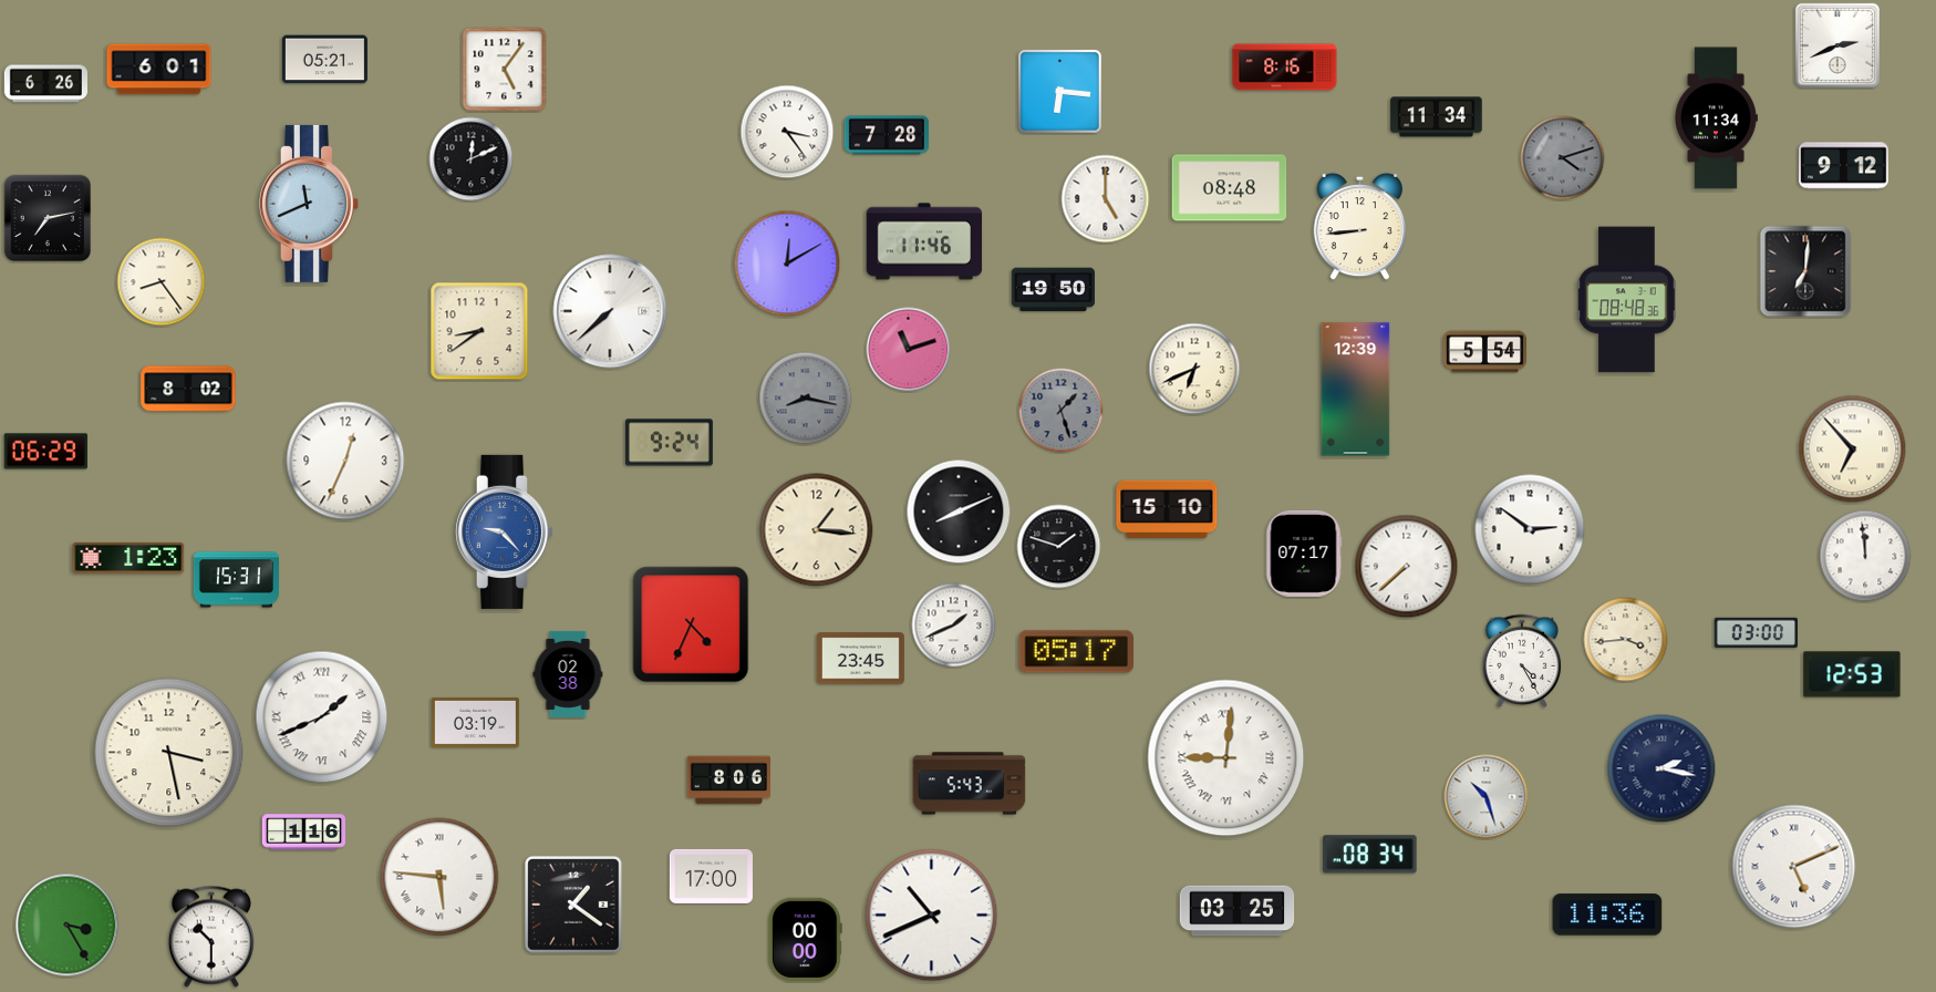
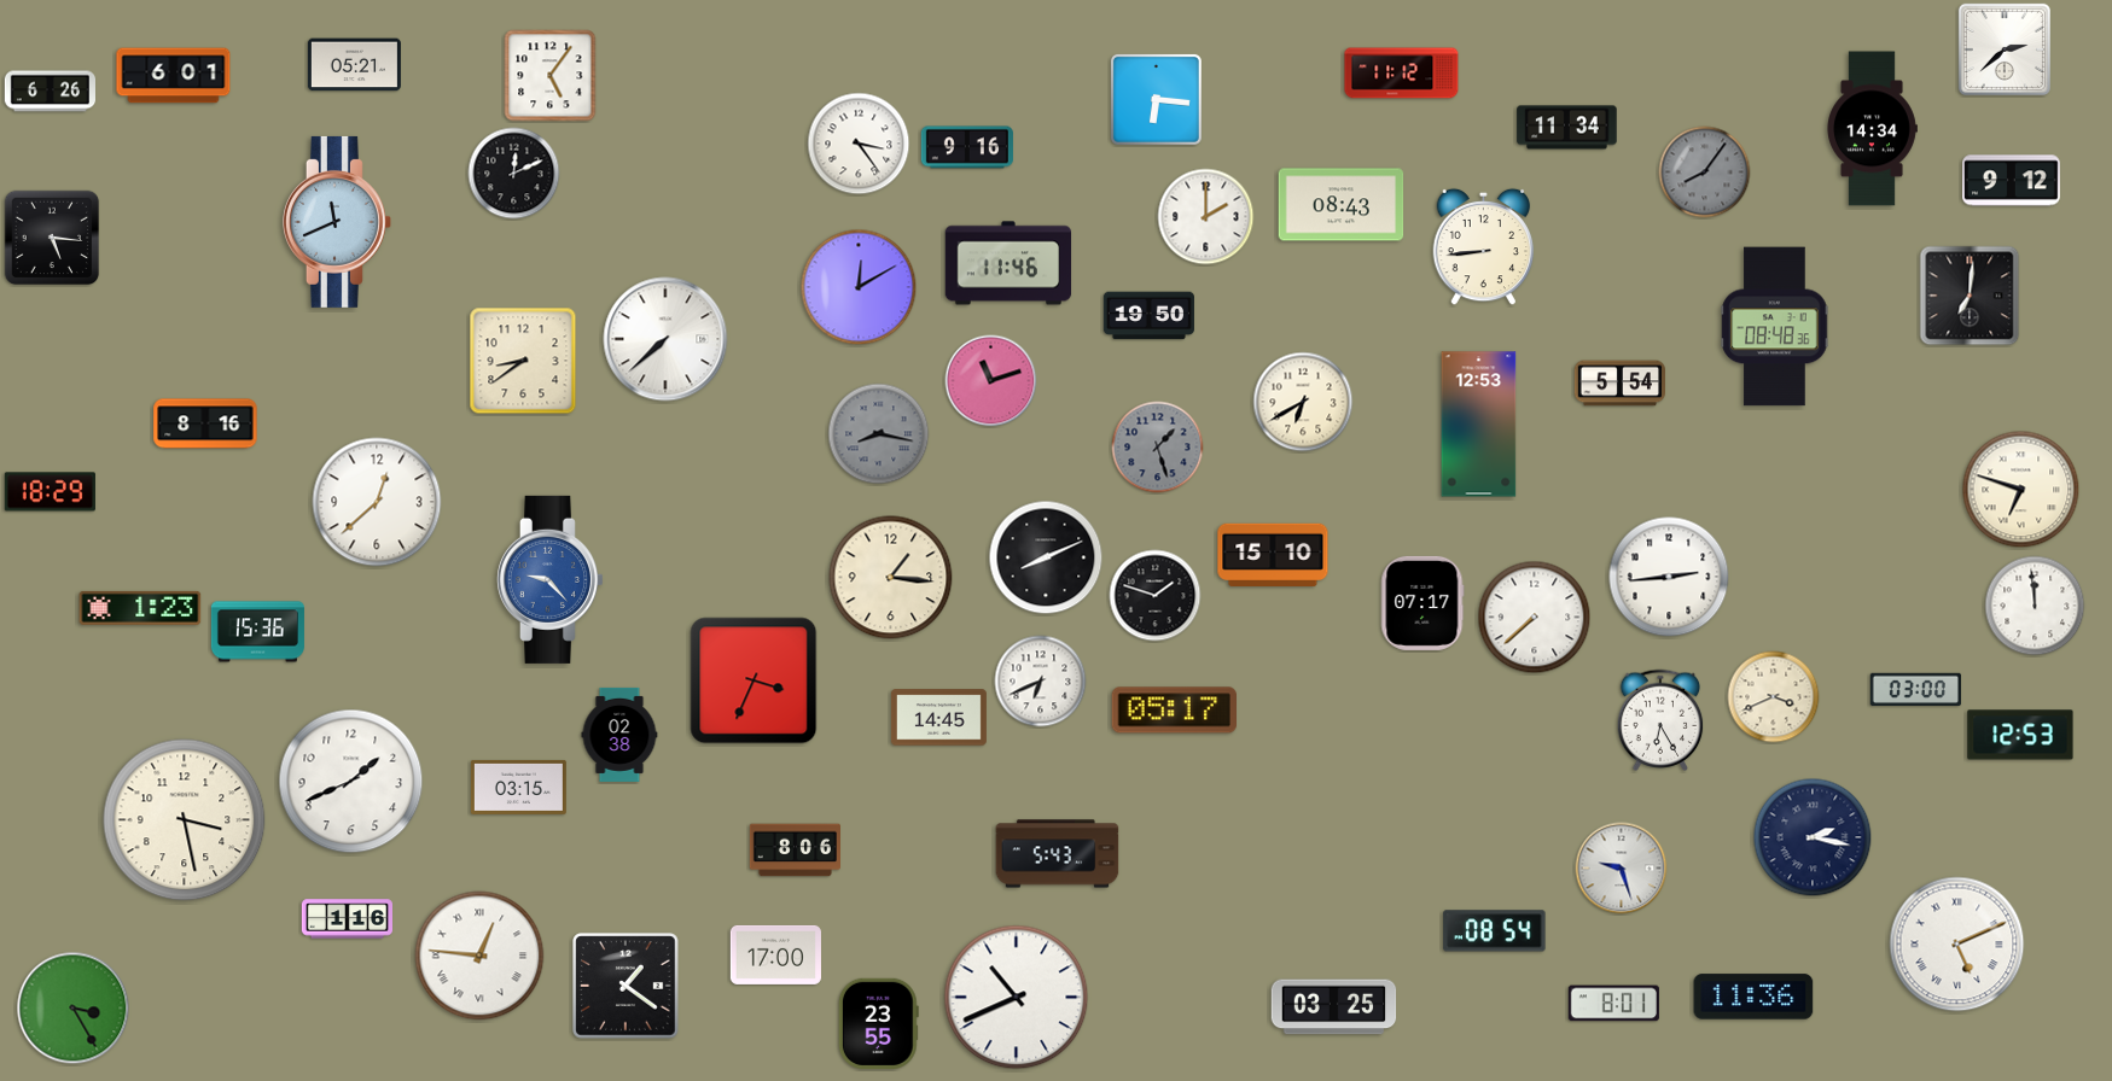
clock at (1837, 45): 2:41 -> 2:38
clock at (1285, 68): 8:16 -> 11:12
clock at (1717, 118): 11:34 -> 14:34
clock at (887, 135): 7:28 -> 9:16
clock at (1563, 158): 4:12 -> 8:06
clock at (1230, 188): 08:48 -> 08:43
clock at (1106, 199): 5:00 -> 2:00
clock at (48, 218): 7:13 -> 5:16
clock at (162, 282): 8:24 -> none
clock at (1194, 369): 6:41 -> 6:40
clock at (188, 389): 8:02 -> 8:16
clock at (1356, 390): 12:39 -> 12:53
clock at (669, 443): 9:24 -> none
clock at (1853, 449): 6:53 -> 6:48
clock at (45, 452): 06:29 -> 18:29
clock at (345, 461): 12:34 -> 12:38
clock at (1530, 529): 2:51 -> 2:44
clock at (236, 580): 15:31 -> 15:36
clock at (691, 624): 4:34 -> 3:34
clock at (954, 626): 1:41 -> 6:41
clock at (1626, 640): 3:44 -> 3:41
clock at (860, 659): 23:45 -> 14:45
clock at (1522, 661): 4:25 -> 6:25
clock at (322, 717) numerals: Roman -> Arabic
clock at (475, 722): 03:19 -> 03:15
clock at (1226, 758): 9:01 -> none
clock at (1487, 797): 10:27 -> 9:27
clock at (303, 833) position: (303, 833) -> (347, 919)
clock at (1370, 855): 08:34 -> 08:54
clock at (439, 877): 5:46 -> 12:46
clock at (1238, 911) position: (1238, 911) -> (1334, 1007)
clock at (1613, 1004): none -> 8:01
clock at (211, 937): 10:30 -> none
clock at (805, 939): 00:00 -> 23:55
